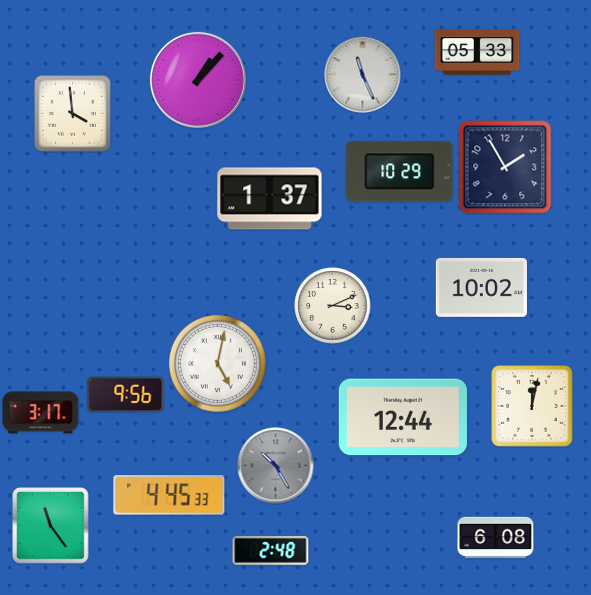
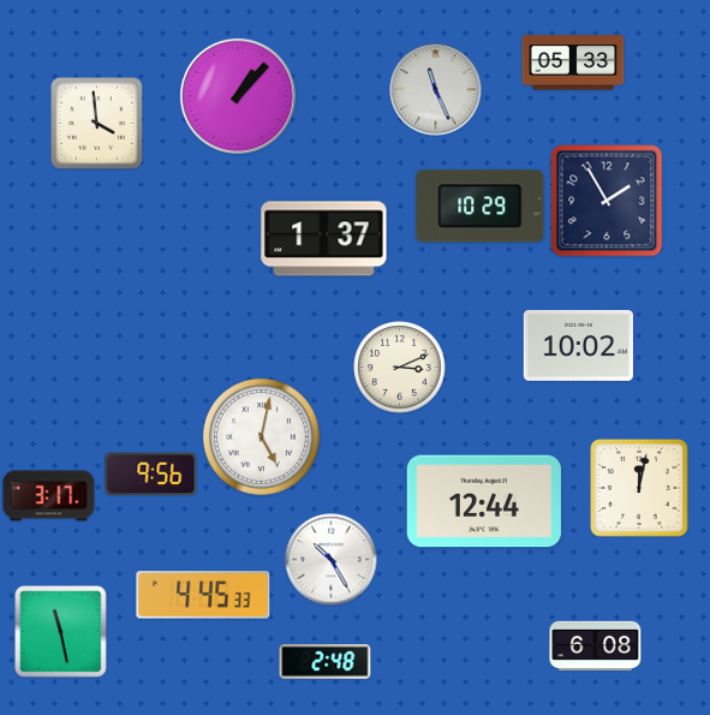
clock at (73, 114) position: (73, 114) -> (97, 124)
clock at (276, 466) dial: grey -> white
clock at (51, 526): 11:24 -> 11:28
